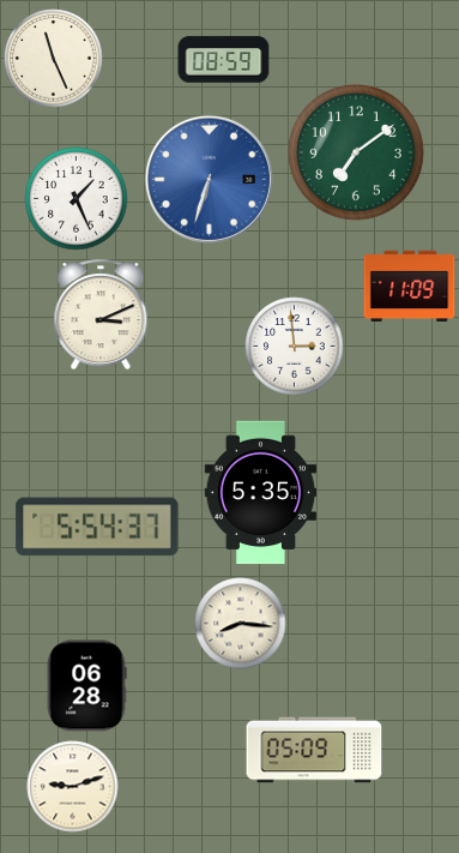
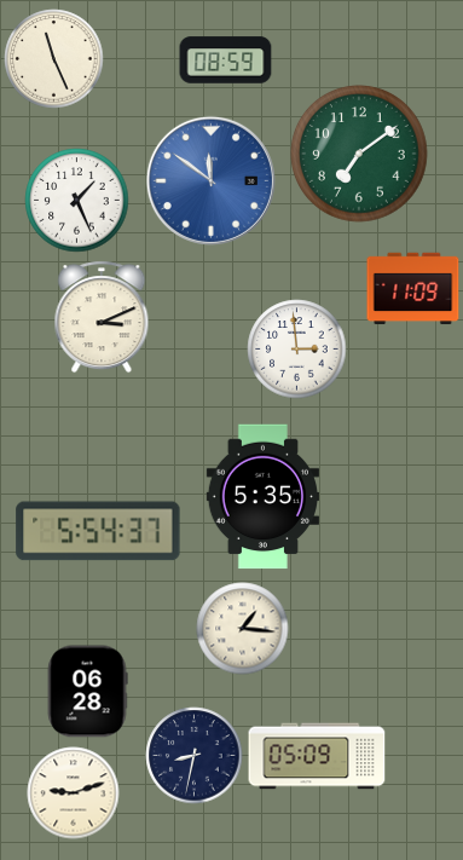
clock at (209, 179): 6:33 -> 11:51
clock at (241, 624): 8:16 -> 1:16
clock at (195, 756): none -> 8:32
